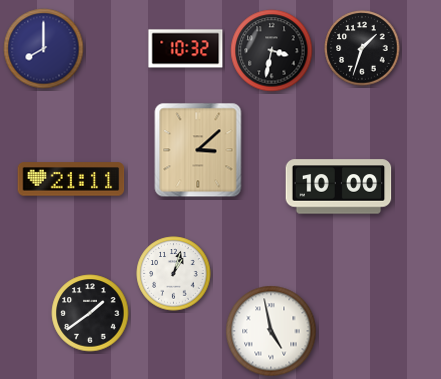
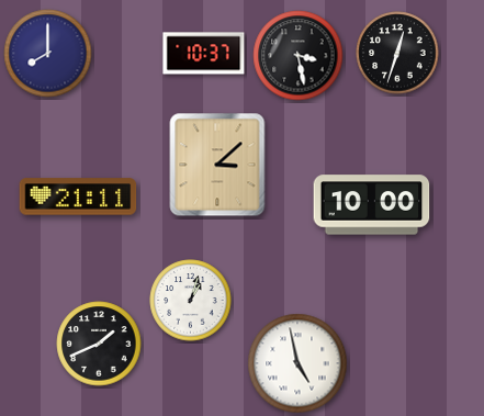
clock at (362, 48): 1:33 -> 12:33
clock at (186, 49): 10:32 -> 10:37
clock at (272, 51): 3:32 -> 3:28
clock at (90, 313): 1:39 -> 1:41
